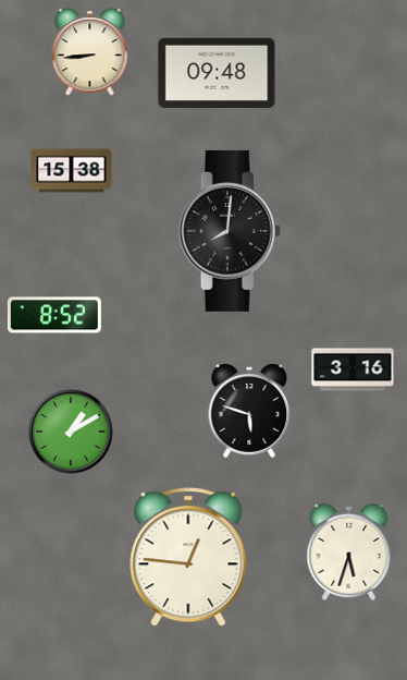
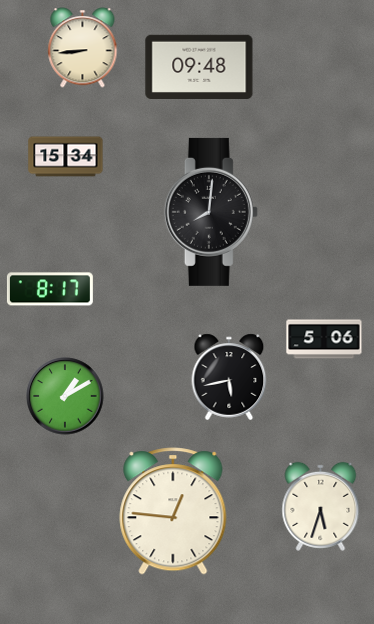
clock at (72, 171): 15:38 -> 15:34
clock at (54, 315): 8:52 -> 8:17
clock at (353, 369): 3:16 -> 5:06
clock at (249, 411): 5:48 -> 5:43
